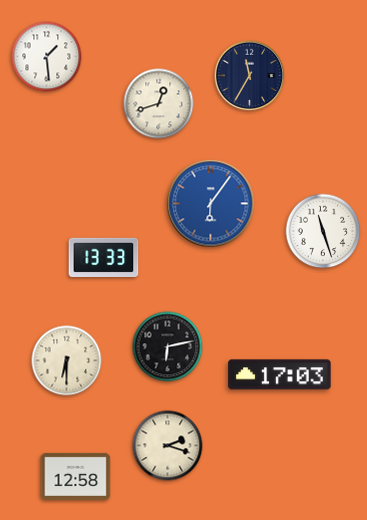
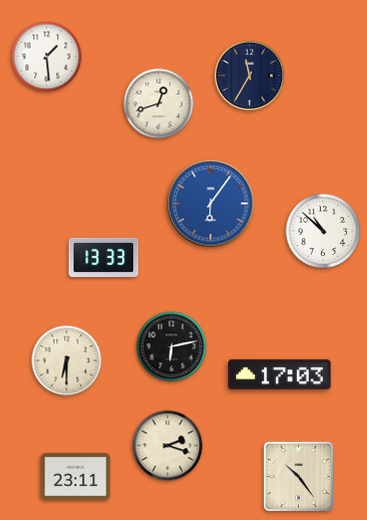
clock at (323, 231): 11:27 -> 10:52
clock at (168, 347) position: (168, 347) -> (172, 347)
clock at (76, 476): 12:58 -> 23:11
clock at (298, 476): none -> 10:24
